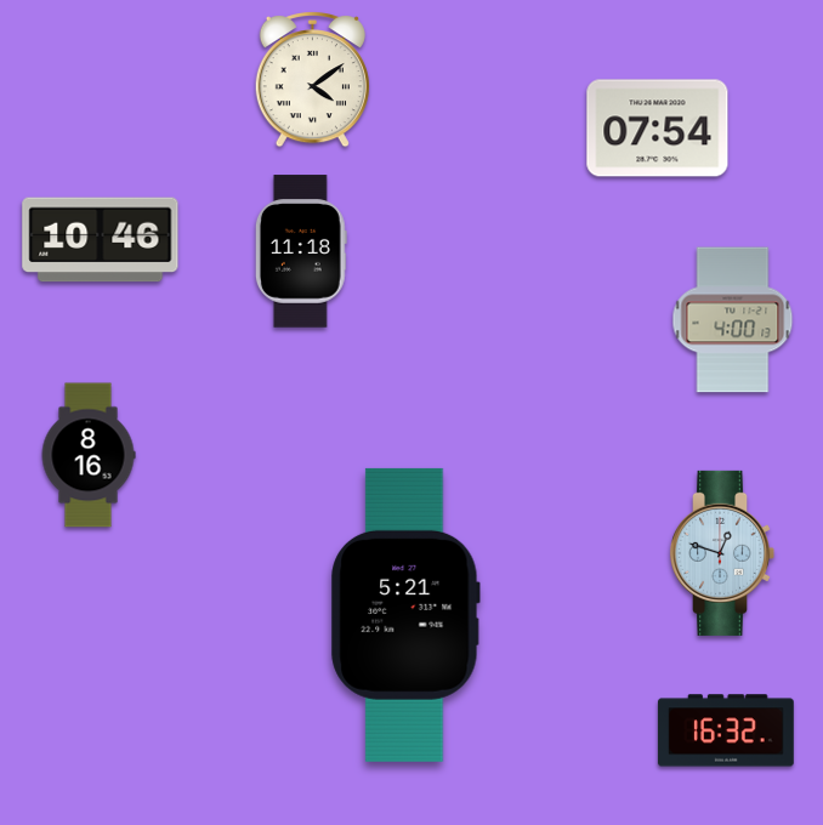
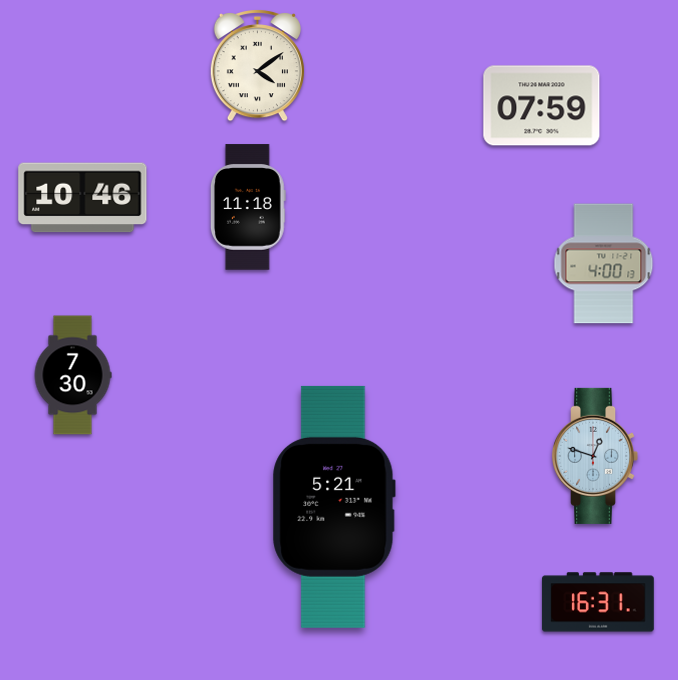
clock at (658, 129): 07:54 -> 07:59
clock at (89, 455): 8:16 -> 7:30
clock at (726, 730): 16:32 -> 16:31
